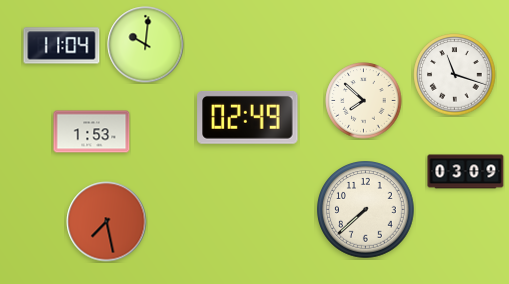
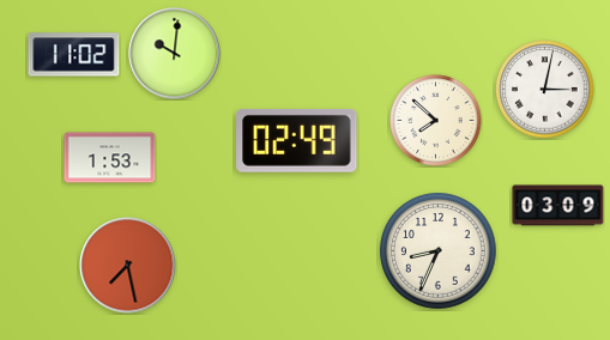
clock at (62, 46): 11:04 -> 11:02
clock at (455, 75): 11:18 -> 3:02
clock at (366, 210): 7:38 -> 8:34
